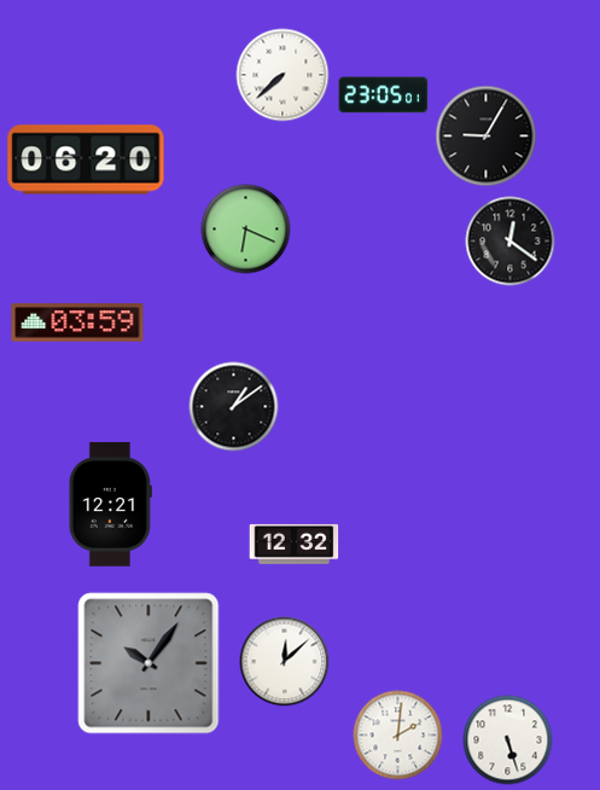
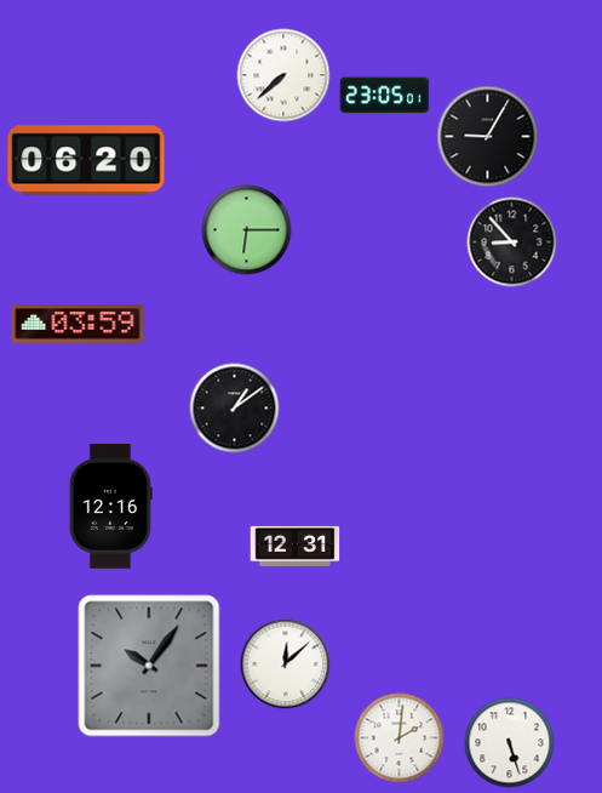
clock at (246, 230): 6:19 -> 6:15
clock at (511, 242): 12:21 -> 8:53
clock at (110, 505): 12:21 -> 12:16
clock at (295, 544): 12:32 -> 12:31
